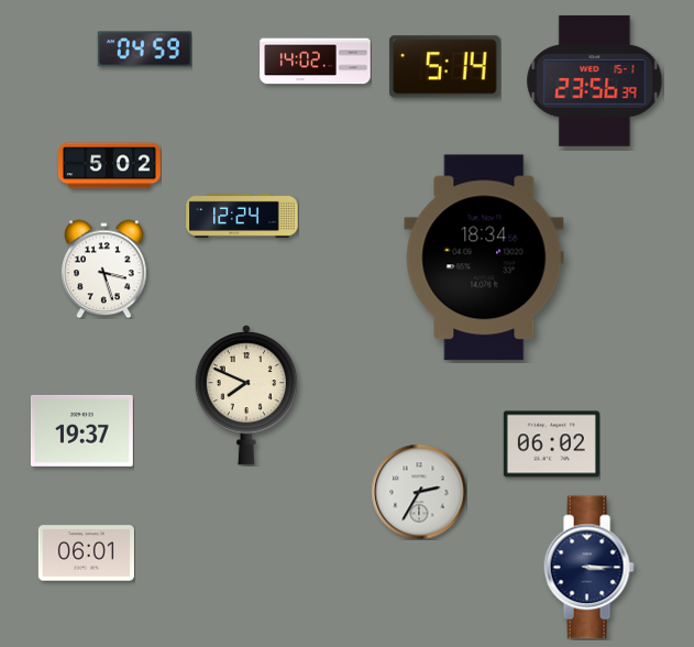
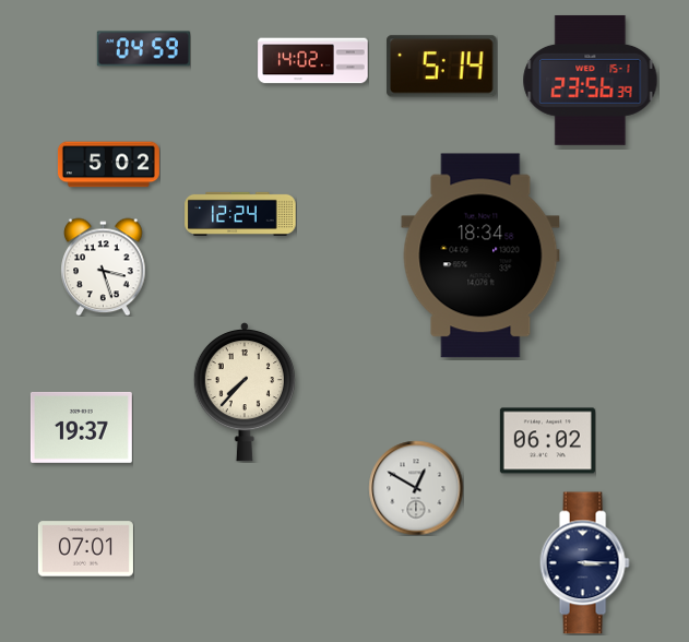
clock at (246, 396): 7:49 -> 7:37
clock at (419, 492): 2:35 -> 12:50
clock at (86, 553): 06:01 -> 07:01
